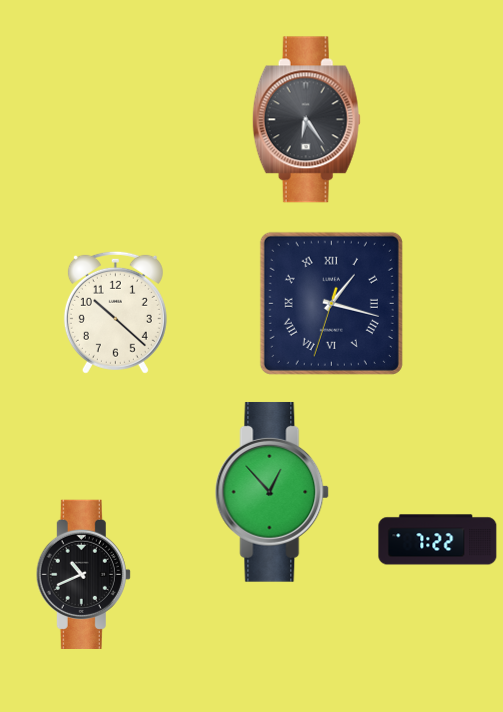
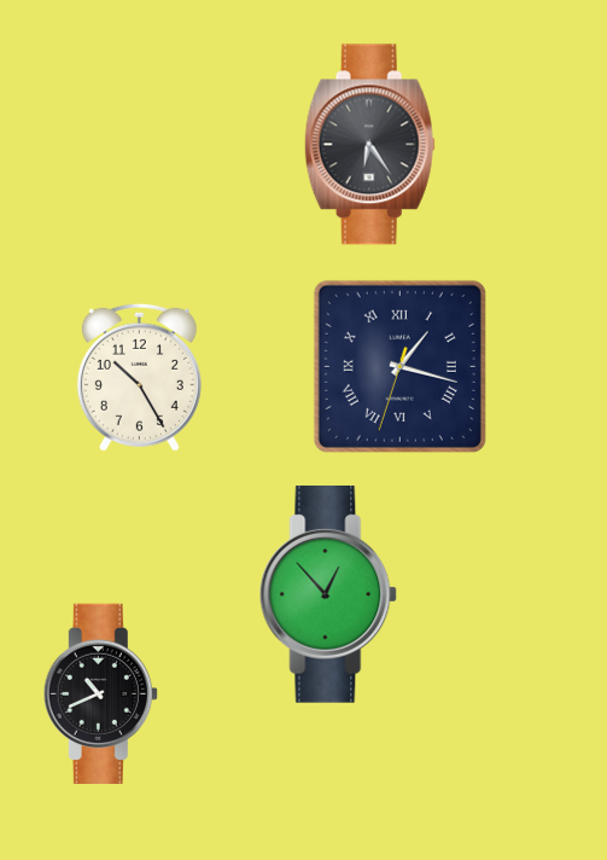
clock at (115, 312): 10:22 -> 10:25
clock at (438, 540): 7:22 -> none
